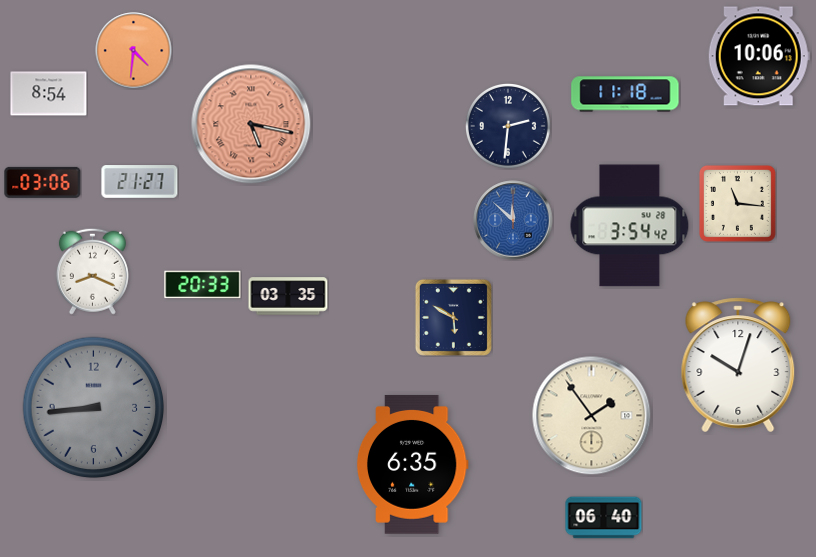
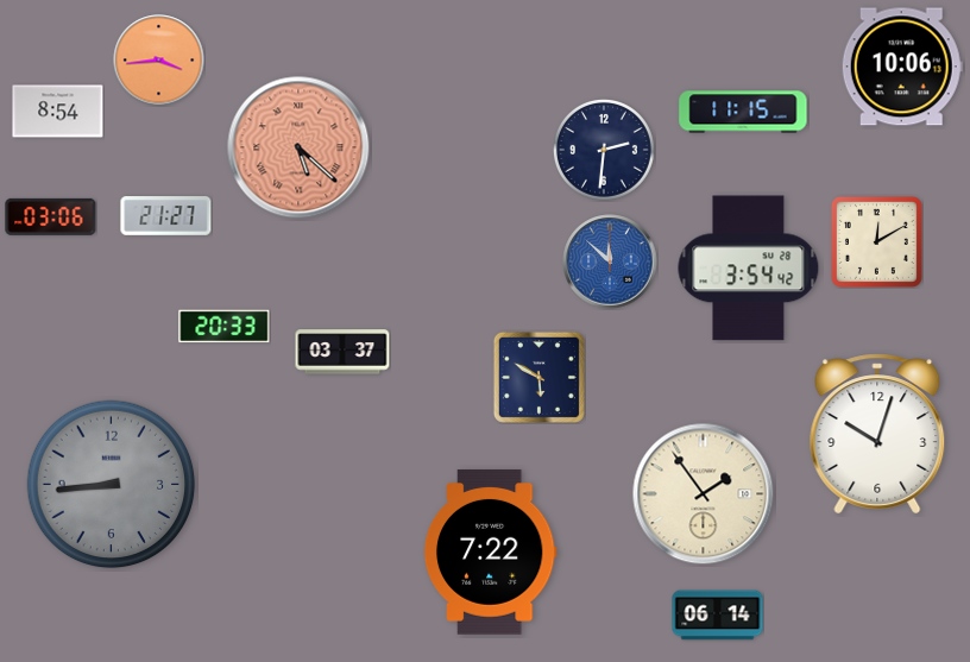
clock at (134, 51): 4:31 -> 3:44
clock at (625, 94): 11:18 -> 11:15
clock at (251, 124): 5:17 -> 5:22
clock at (737, 203): 11:16 -> 12:10
clock at (92, 271): 8:19 -> none
clock at (203, 285) position: (203, 285) -> (225, 327)
clock at (288, 296): 03:35 -> 03:37
clock at (412, 465): 6:35 -> 7:22
clock at (604, 518): 06:40 -> 06:14
